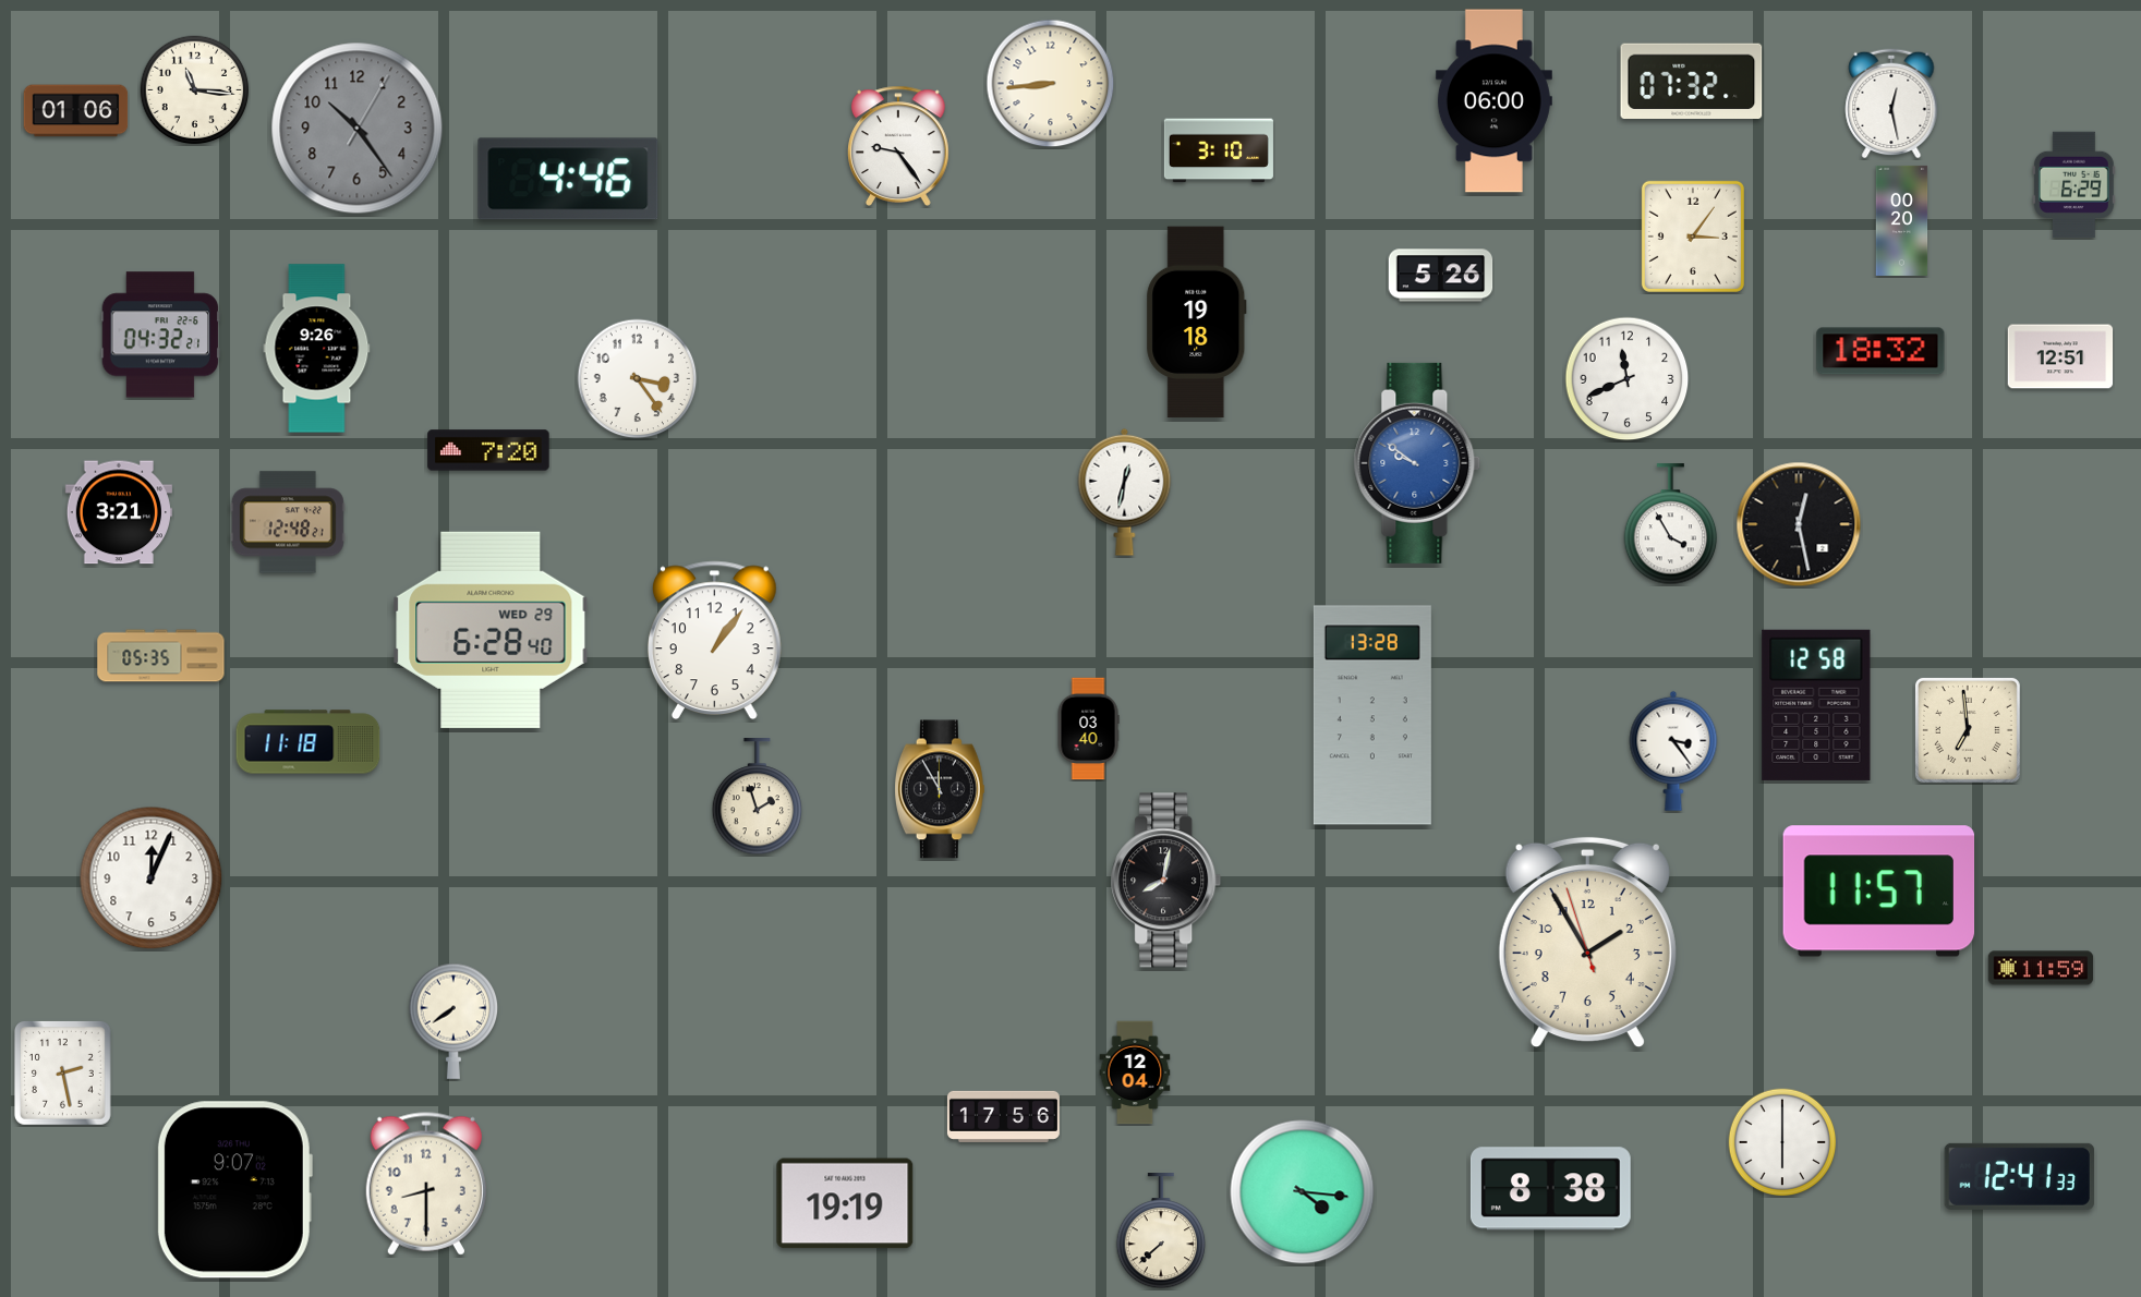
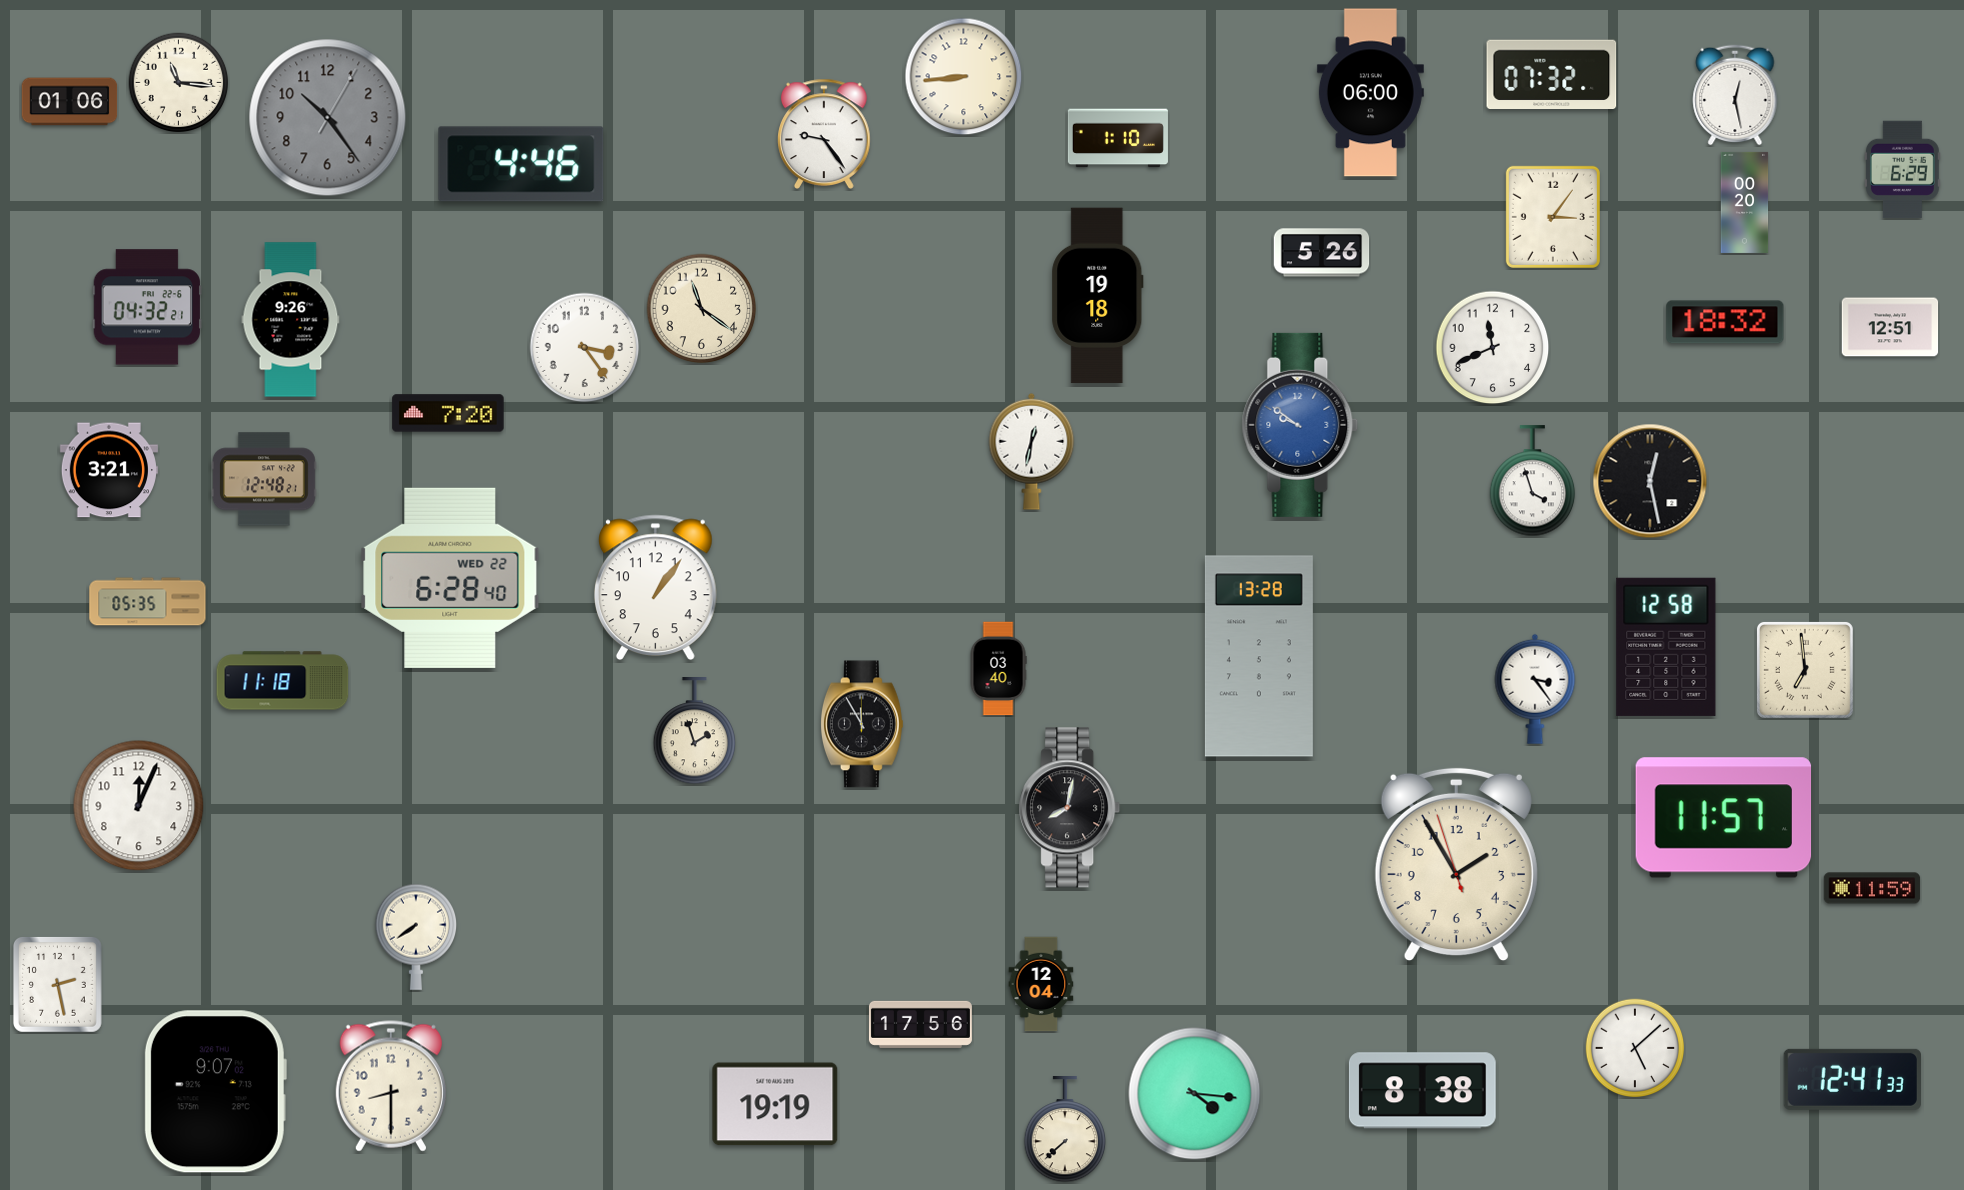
clock at (1219, 150): 3:10 -> 1:10
clock at (702, 309): none -> 11:21
clock at (1671, 524): 3:55 -> 3:57
clock at (491, 630) date: WED 29 -> WED 22
clock at (1782, 1142): 6:00 -> 5:08
